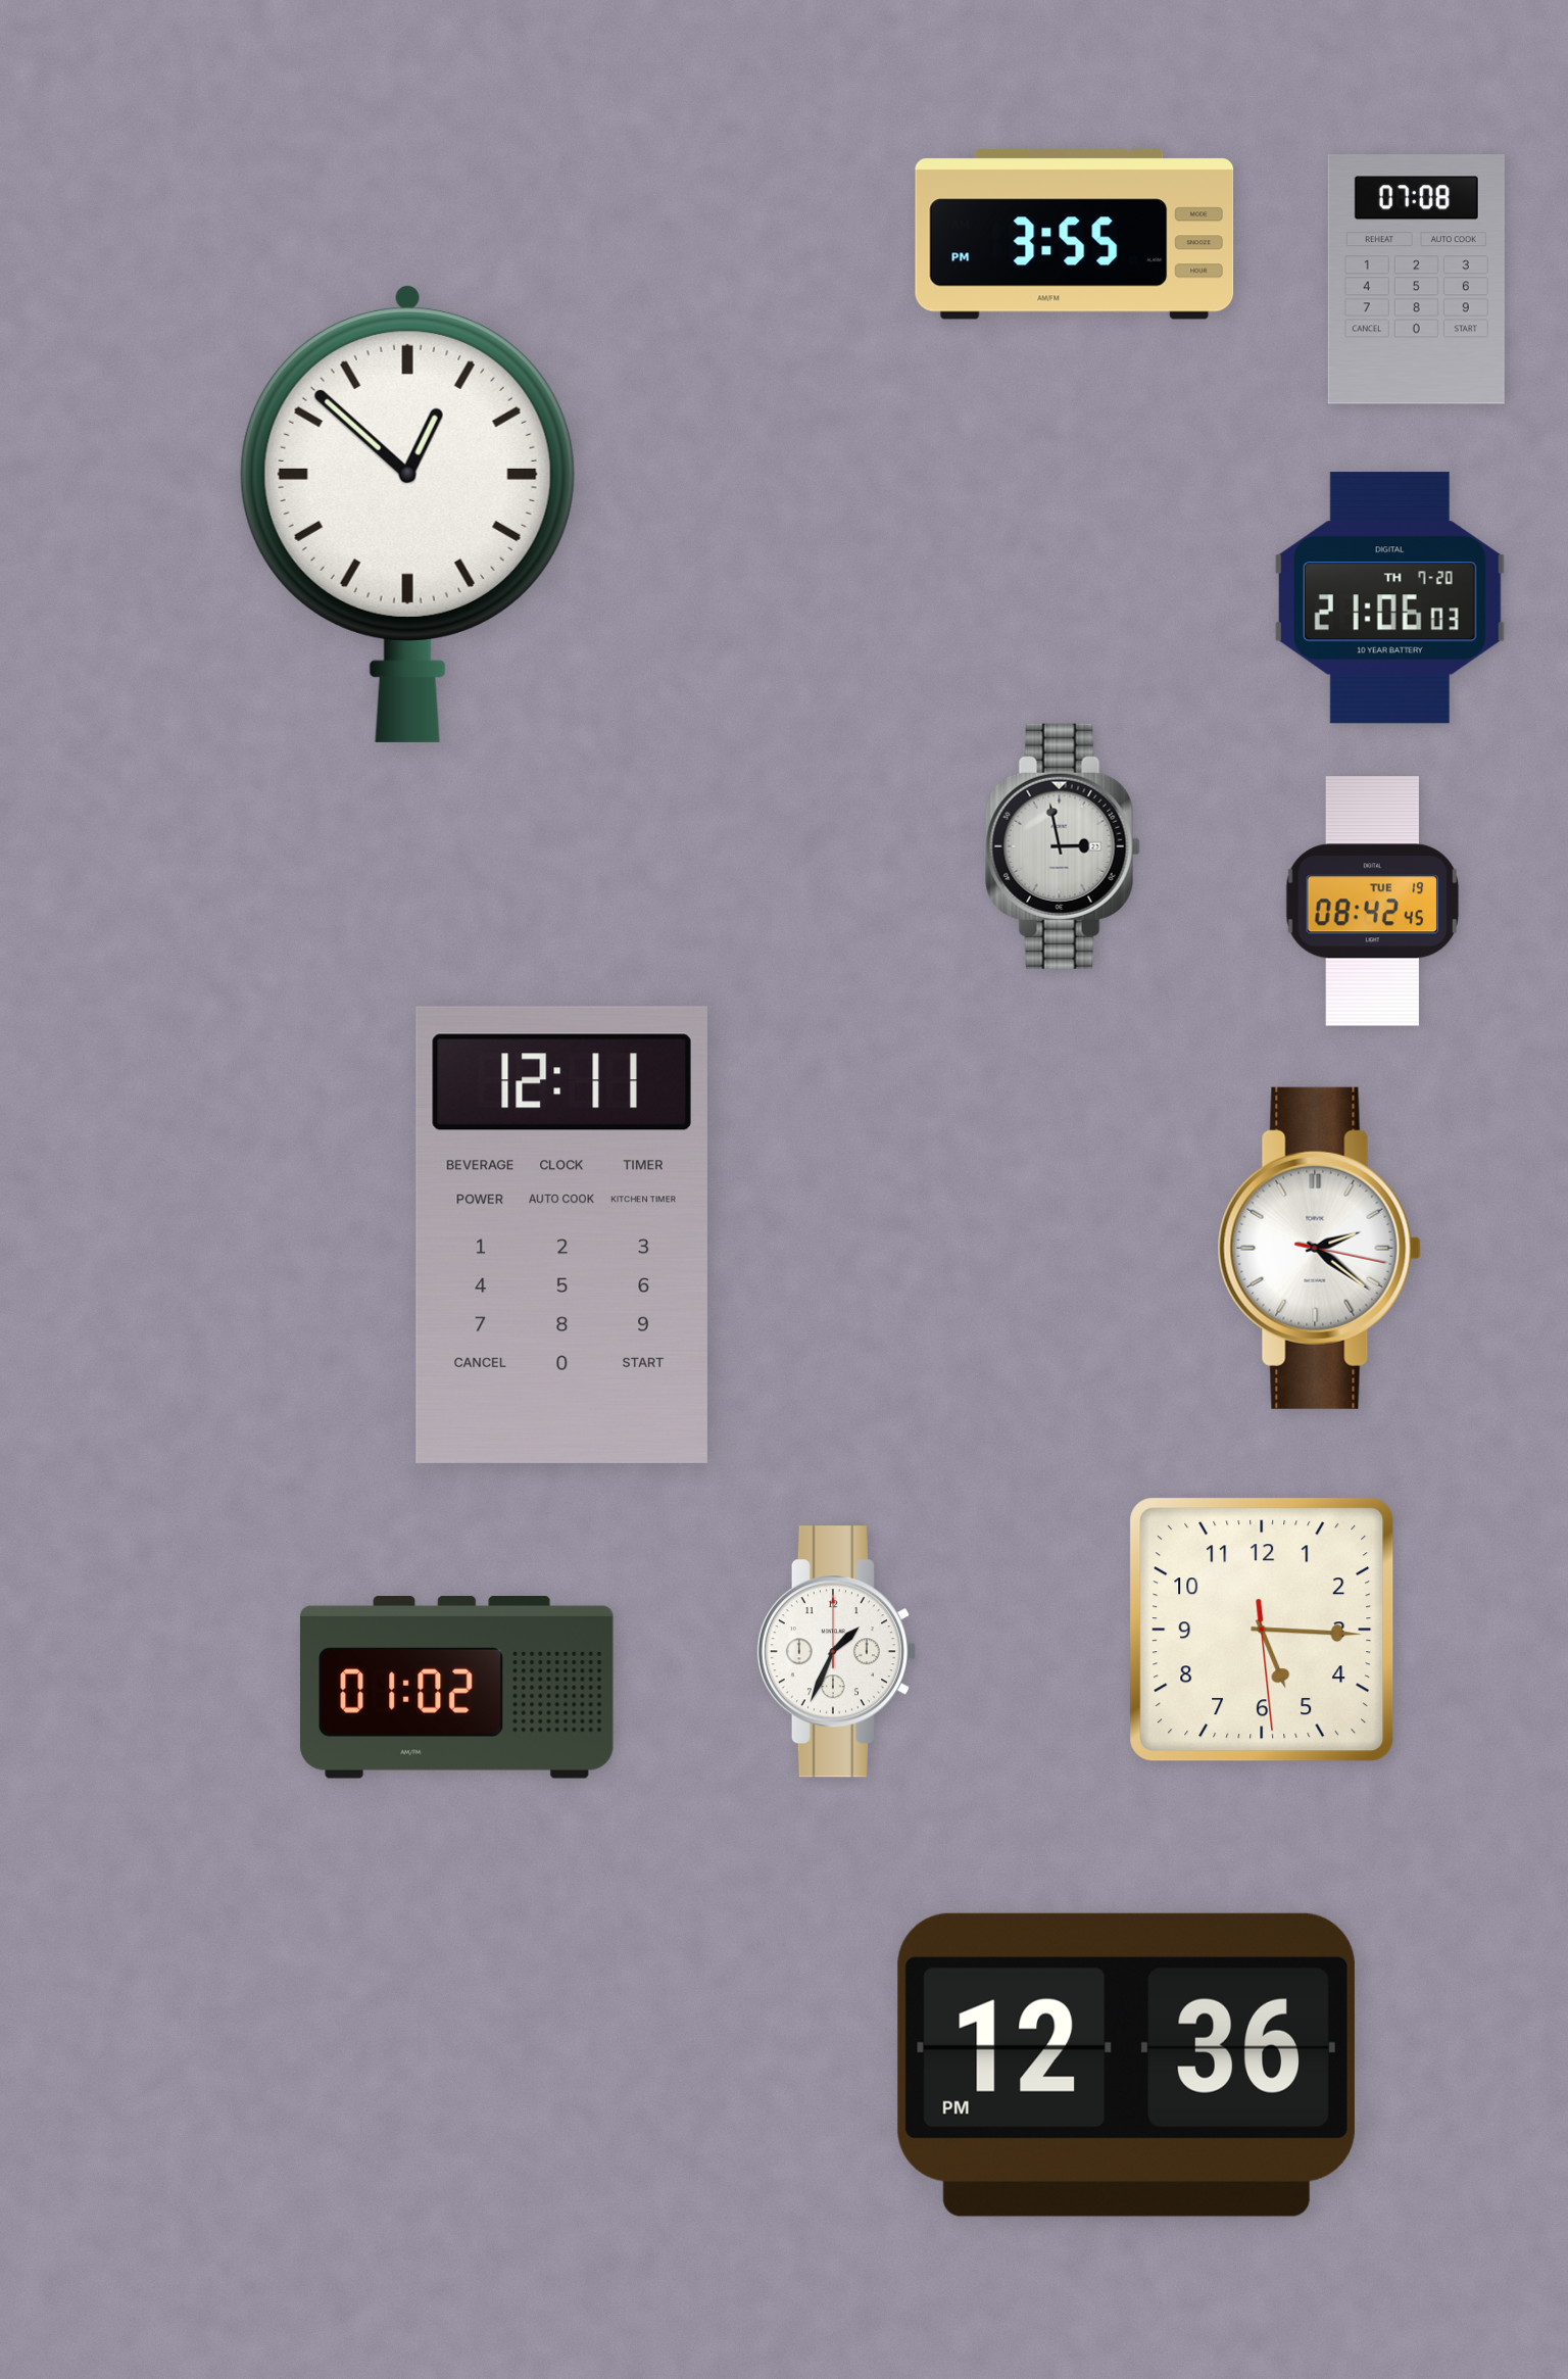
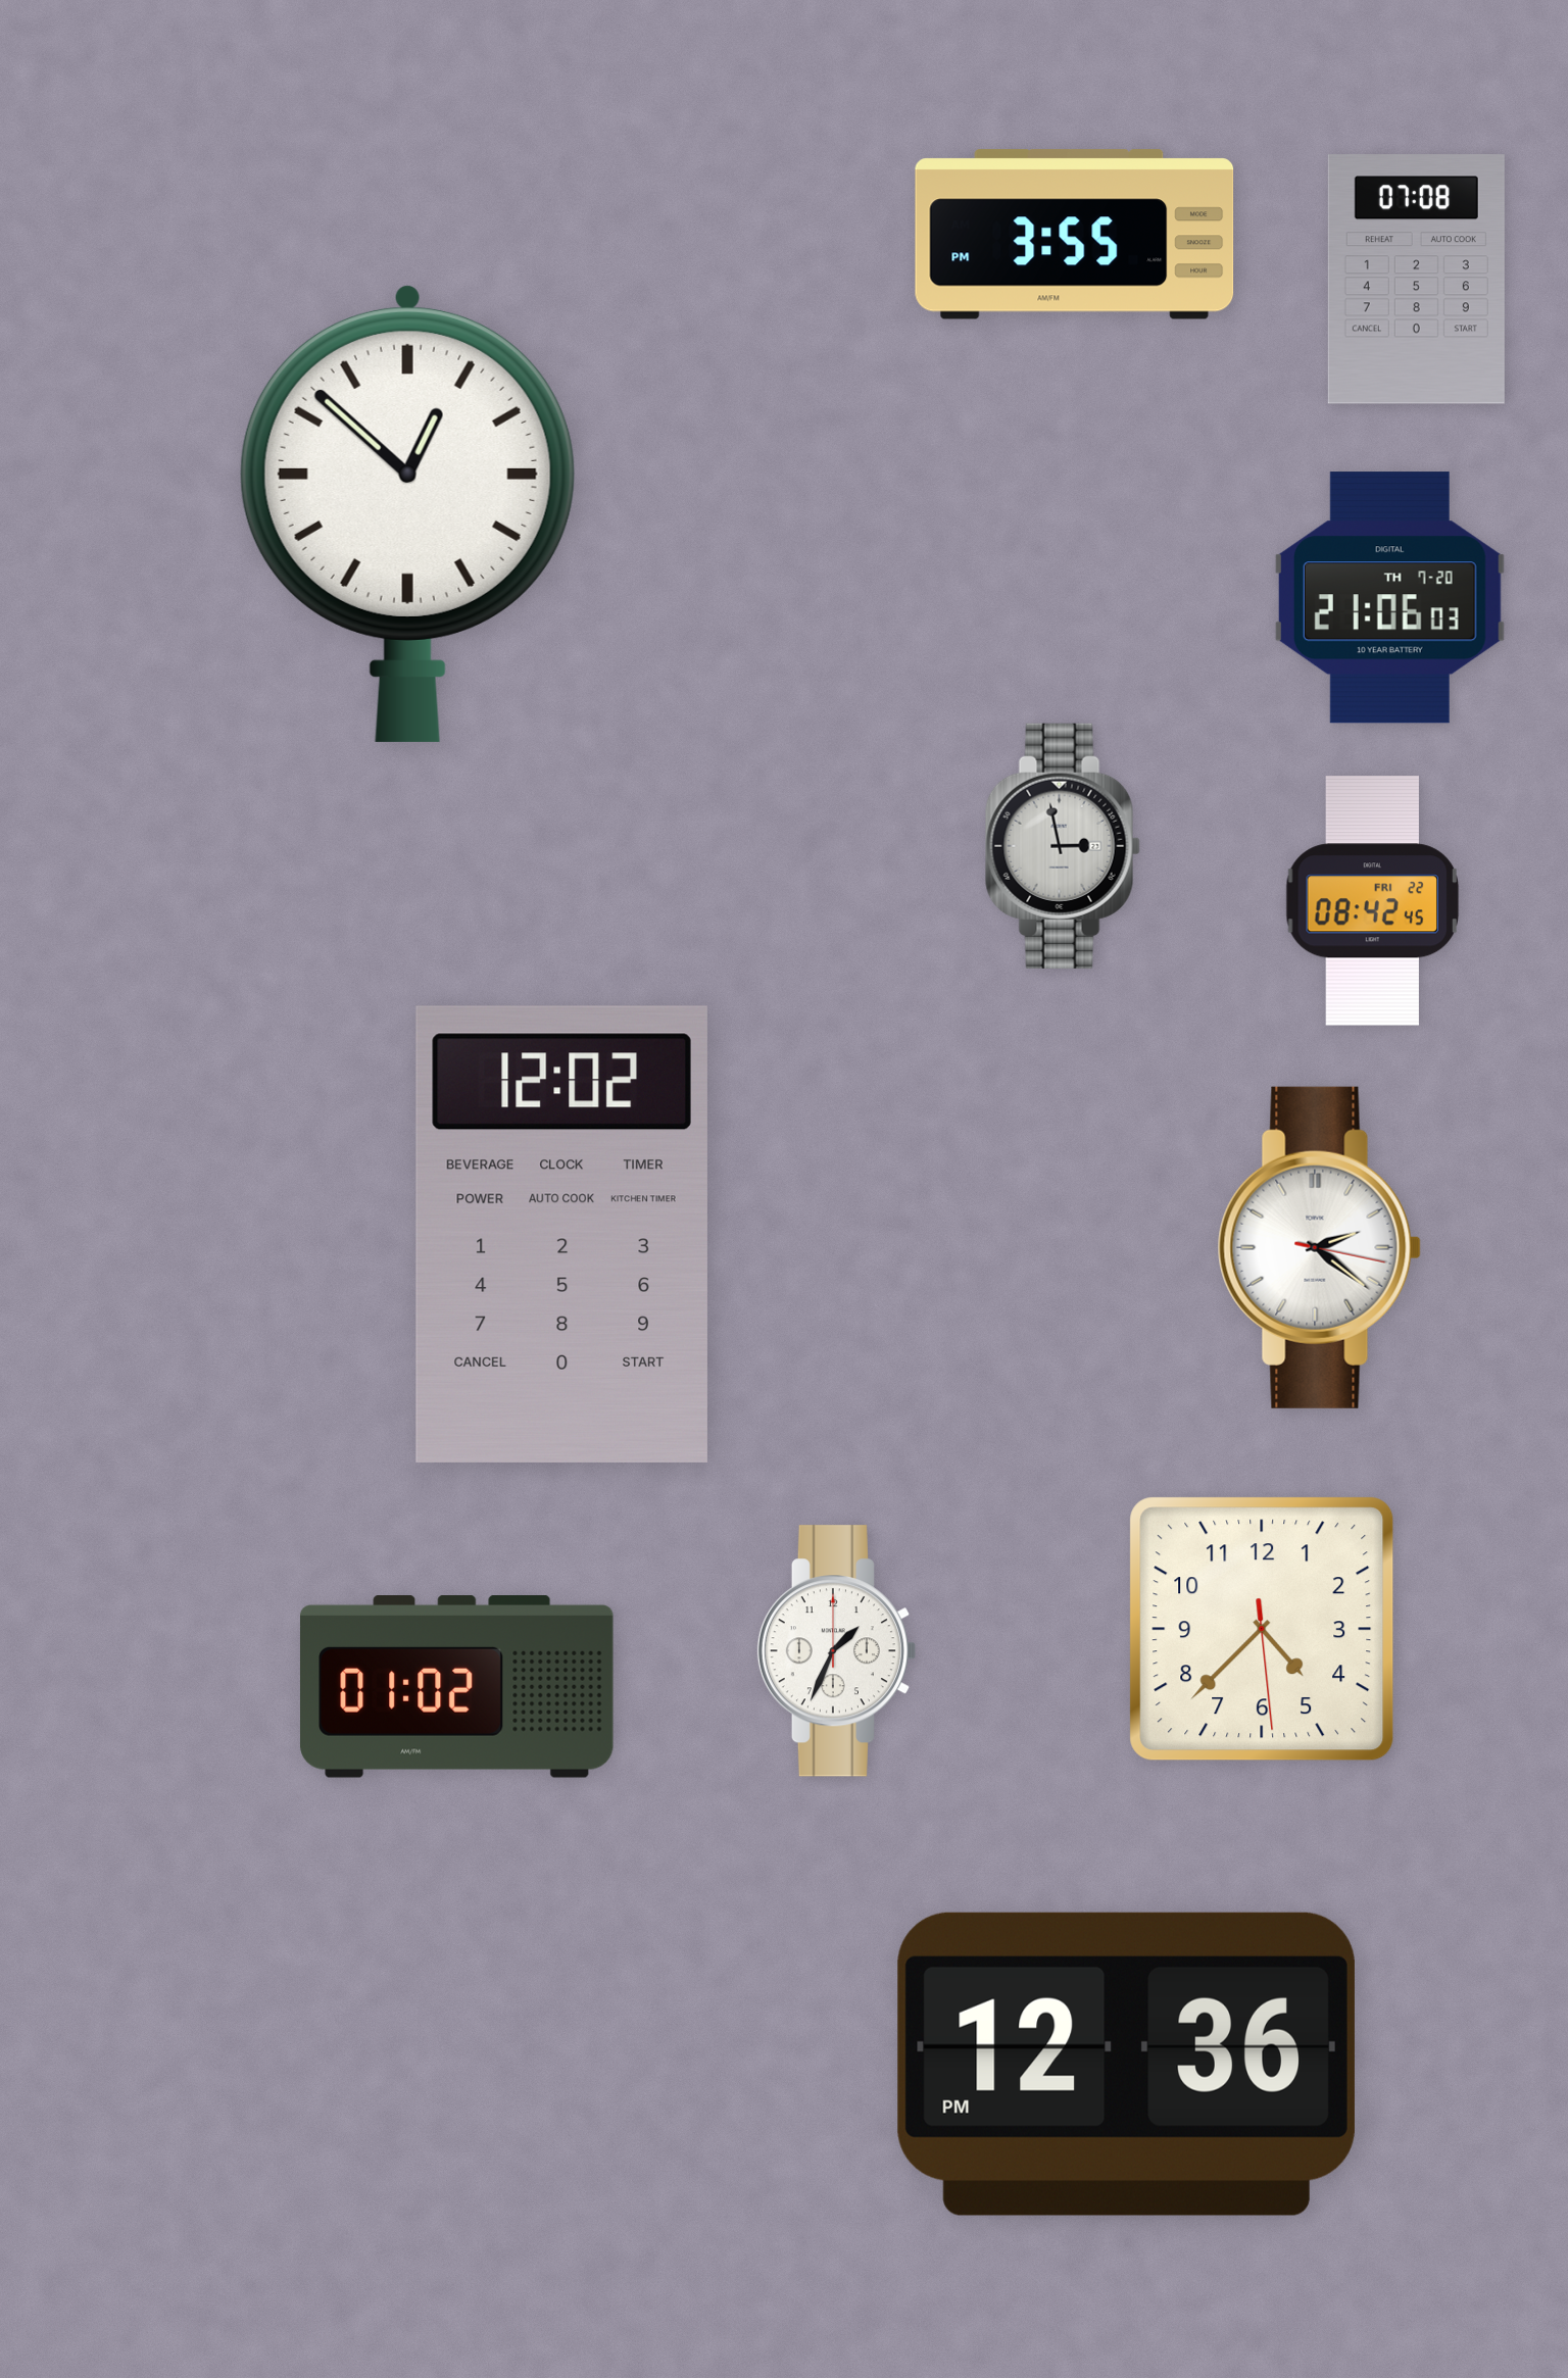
clock at (1372, 902) date: TUE 19 -> FRI 22
clock at (561, 1234): 12:11 -> 12:02
clock at (1262, 1630): 5:15 -> 4:37
